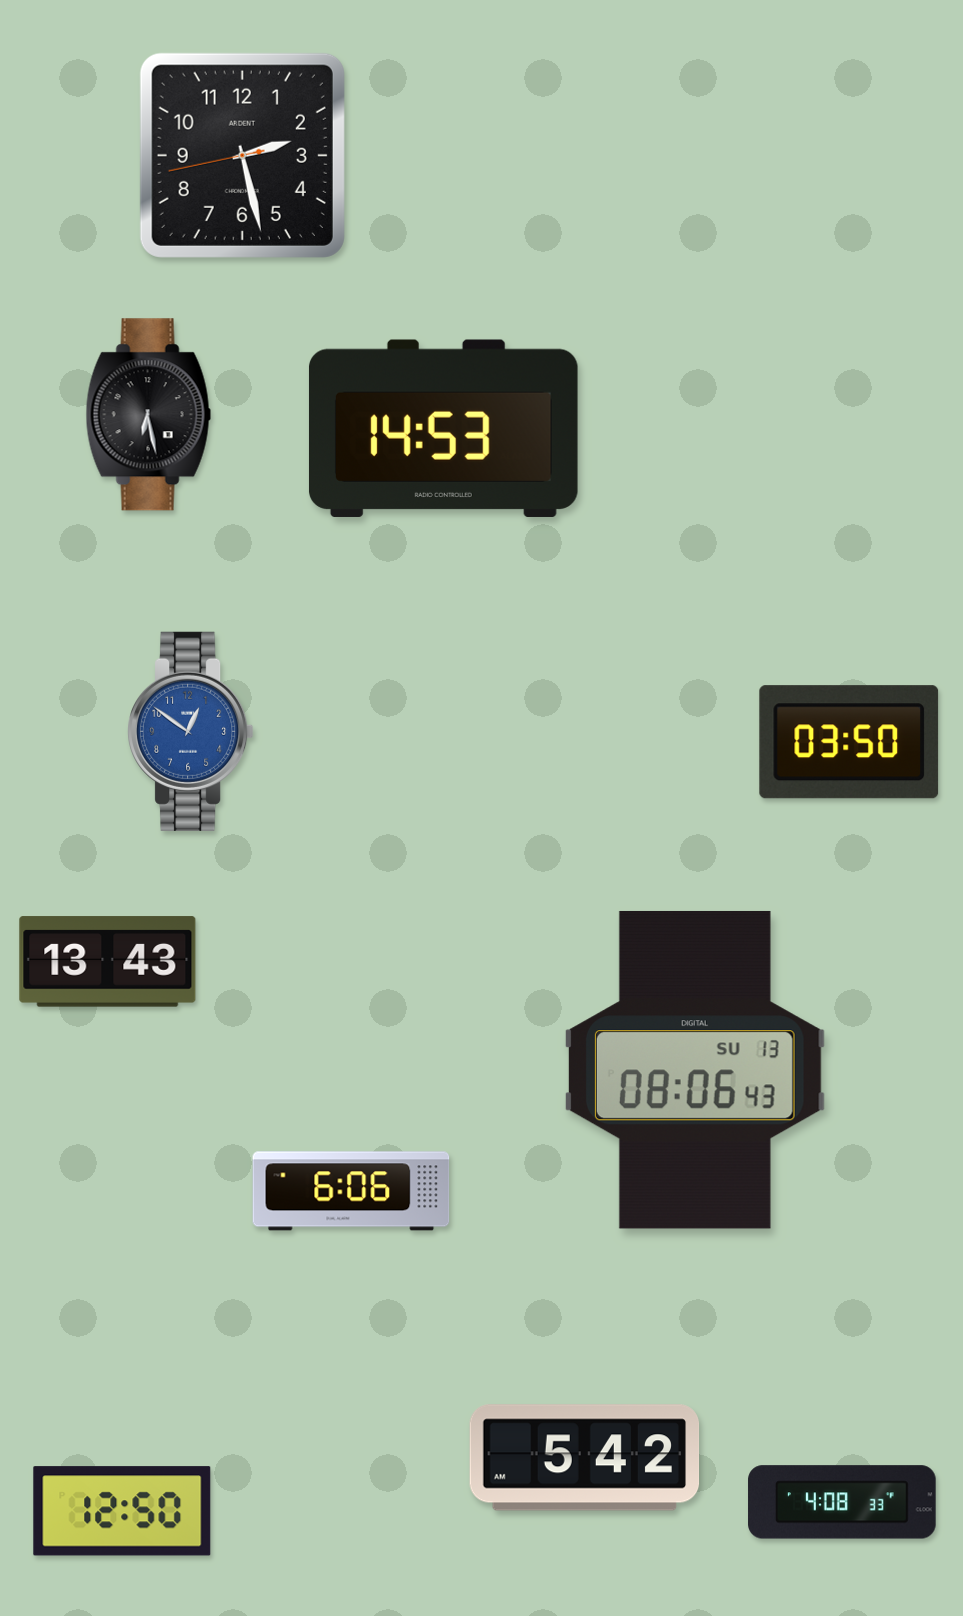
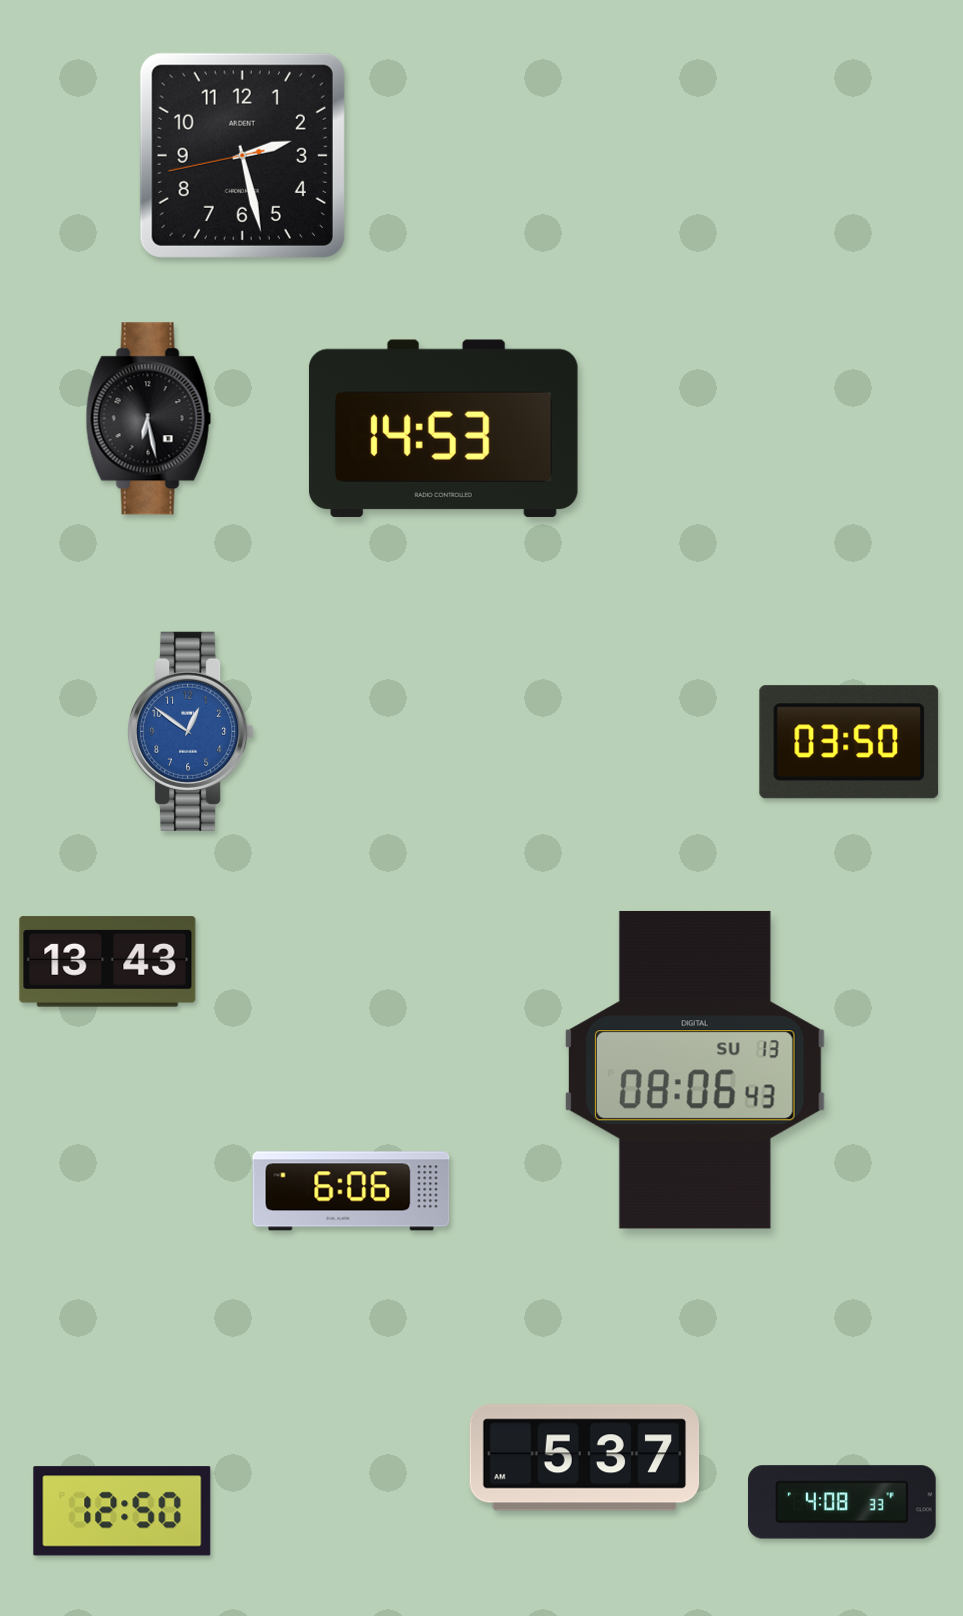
clock at (148, 415) position: (148, 415) -> (148, 419)
clock at (585, 1458): 5:42 -> 5:37
